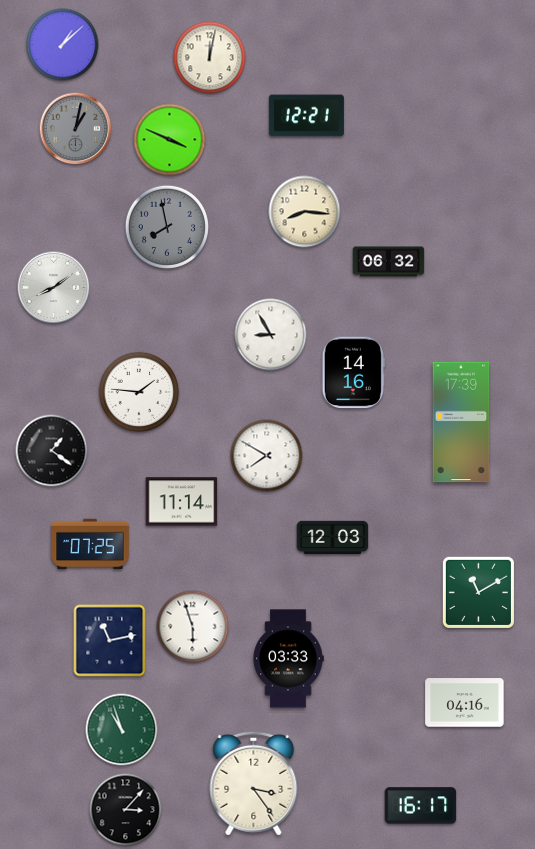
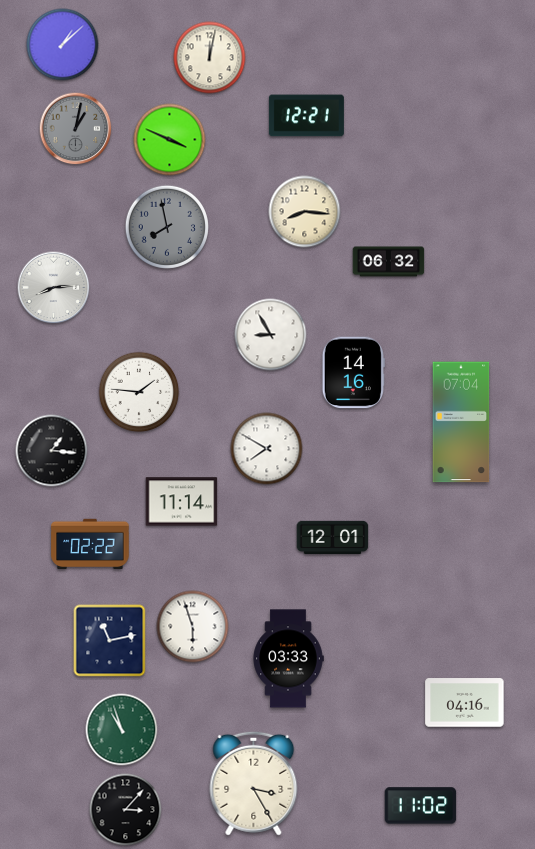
clock at (54, 288): 8:09 -> 8:14
clock at (461, 422): 17:39 -> 07:04
clock at (52, 451): 1:21 -> 1:16
clock at (267, 456) position: (267, 456) -> (267, 449)
clock at (333, 538): 12:03 -> 12:01
clock at (90, 544): 07:25 -> 02:22
clock at (478, 592): 11:10 -> none
clock at (254, 783): 3:24 -> 3:25
clock at (421, 806): 16:17 -> 11:02
